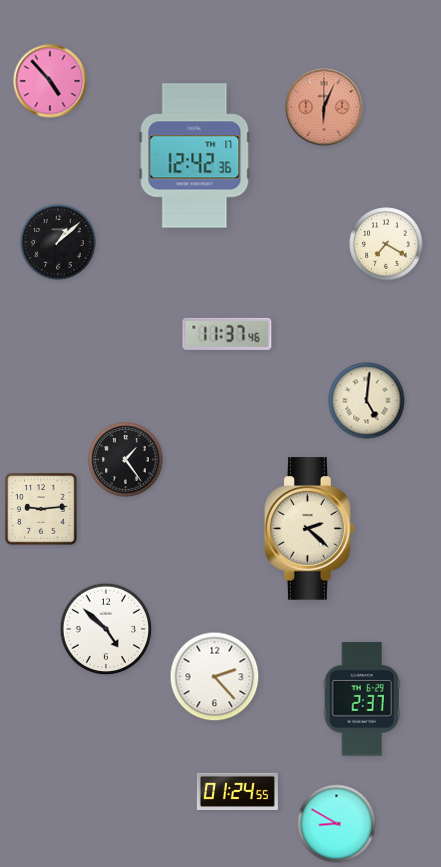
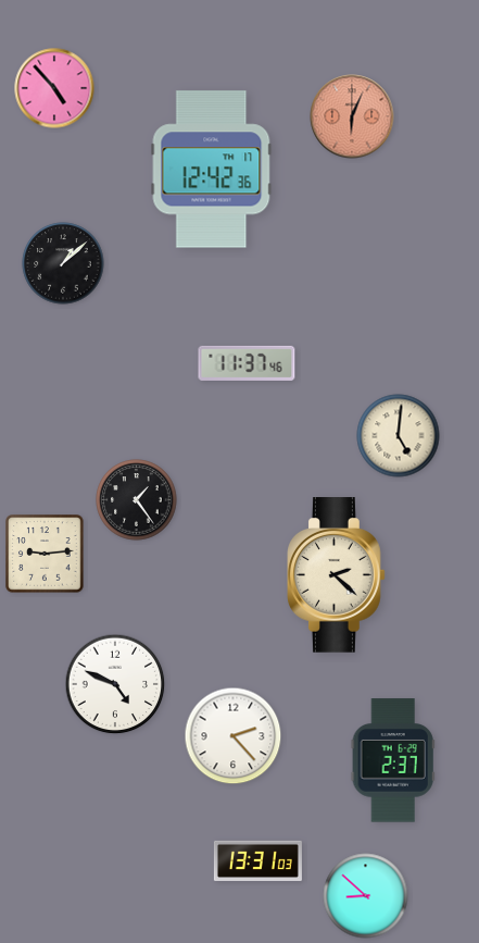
clock at (386, 244): 7:20 -> none
clock at (106, 629): 4:52 -> 4:49
clock at (237, 791): 01:24 -> 13:31
clock at (337, 824): 8:50 -> 8:52
